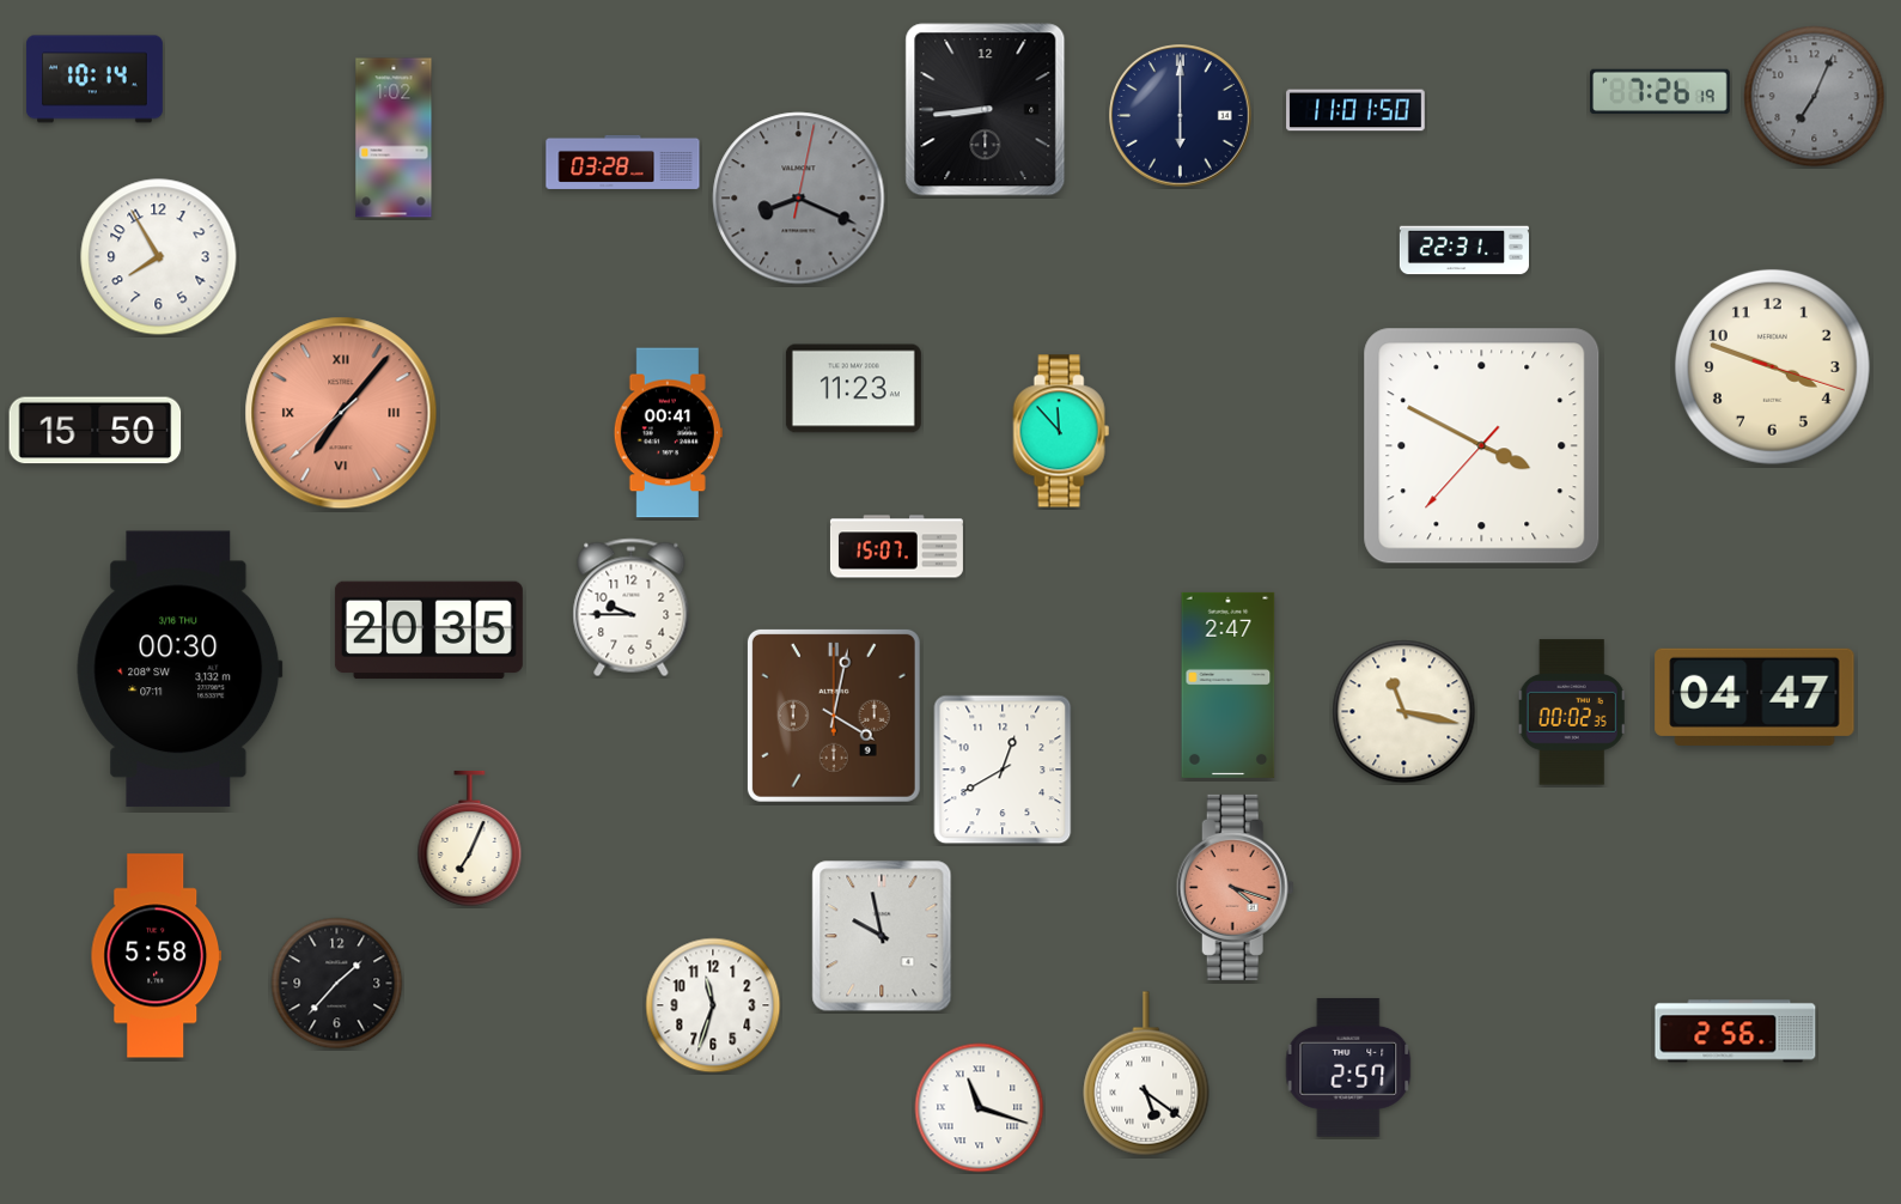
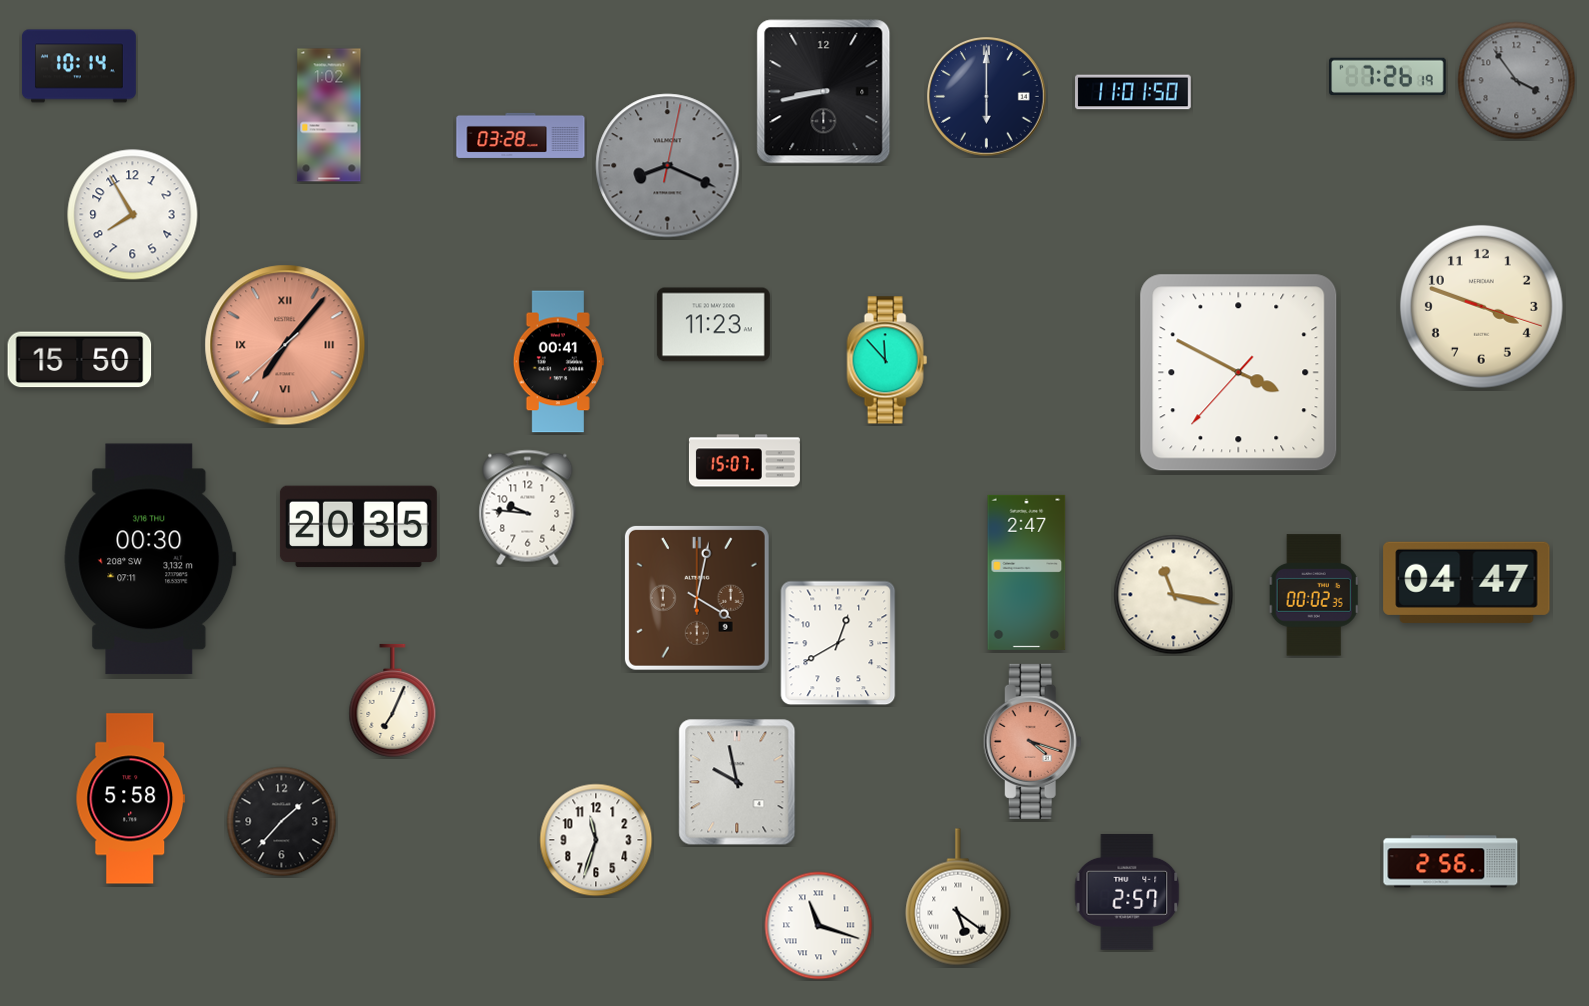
clock at (1815, 97): 7:04 -> 3:54
clock at (986, 110): 8:44 -> 8:43
clock at (1464, 250): 22:31 -> none
clock at (896, 547) position: (896, 547) -> (744, 461)
clock at (632, 608): 9:45 -> 9:46
